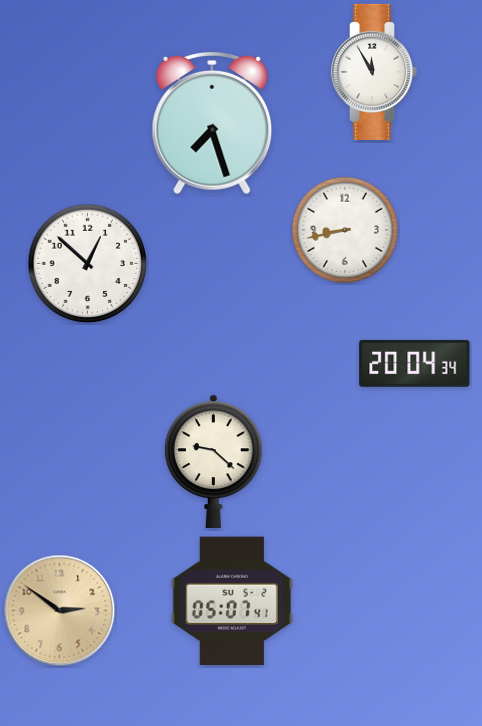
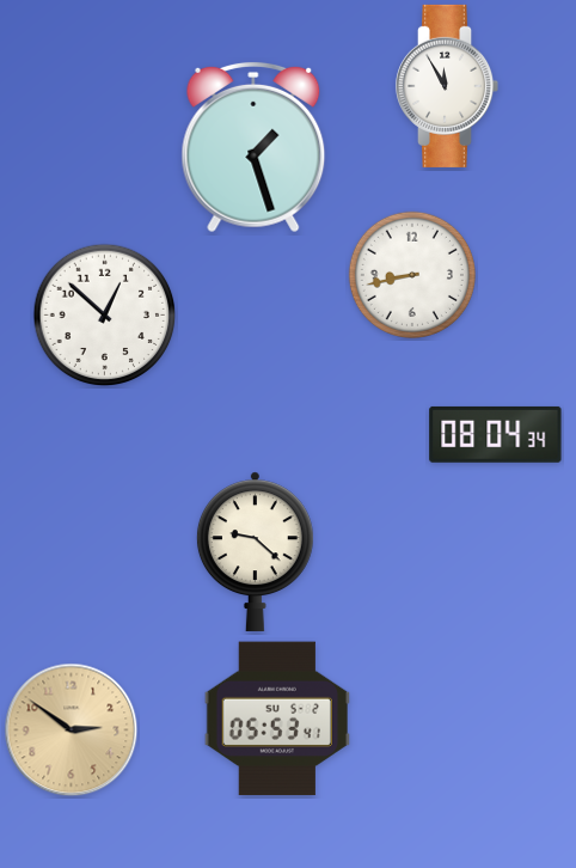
clock at (212, 123): 7:27 -> 1:27
clock at (415, 363): 20:04 -> 08:04
clock at (232, 601): 05:07 -> 05:53
